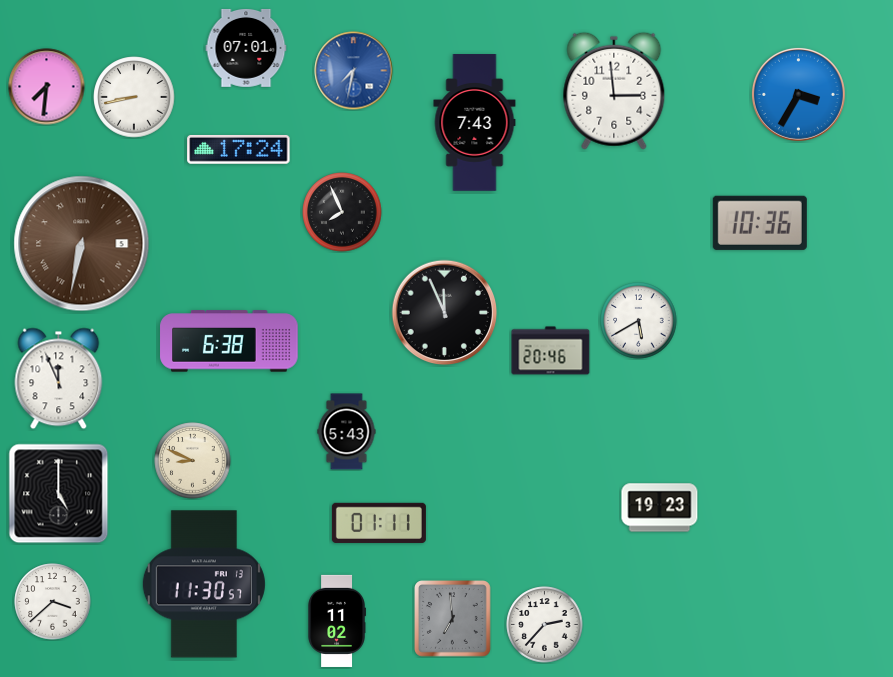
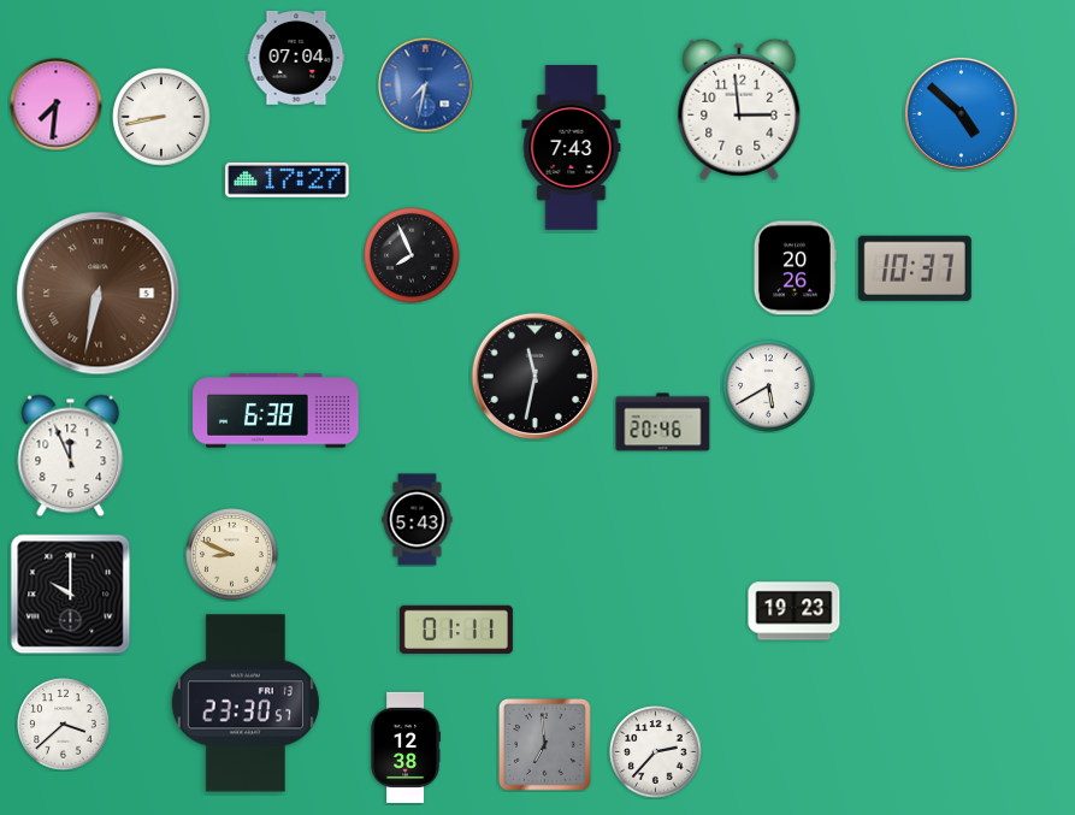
clock at (246, 48): 07:01 -> 07:04
clock at (798, 94): 3:35 -> 4:52
clock at (239, 150): 17:24 -> 17:27
clock at (795, 268): none -> 20:26
clock at (760, 223): 10:36 -> 10:37
clock at (445, 313): 11:56 -> 11:32
clock at (59, 494): 5:00 -> 10:00
clock at (204, 584): 11:30 -> 23:30
clock at (337, 621): 11:02 -> 12:38
